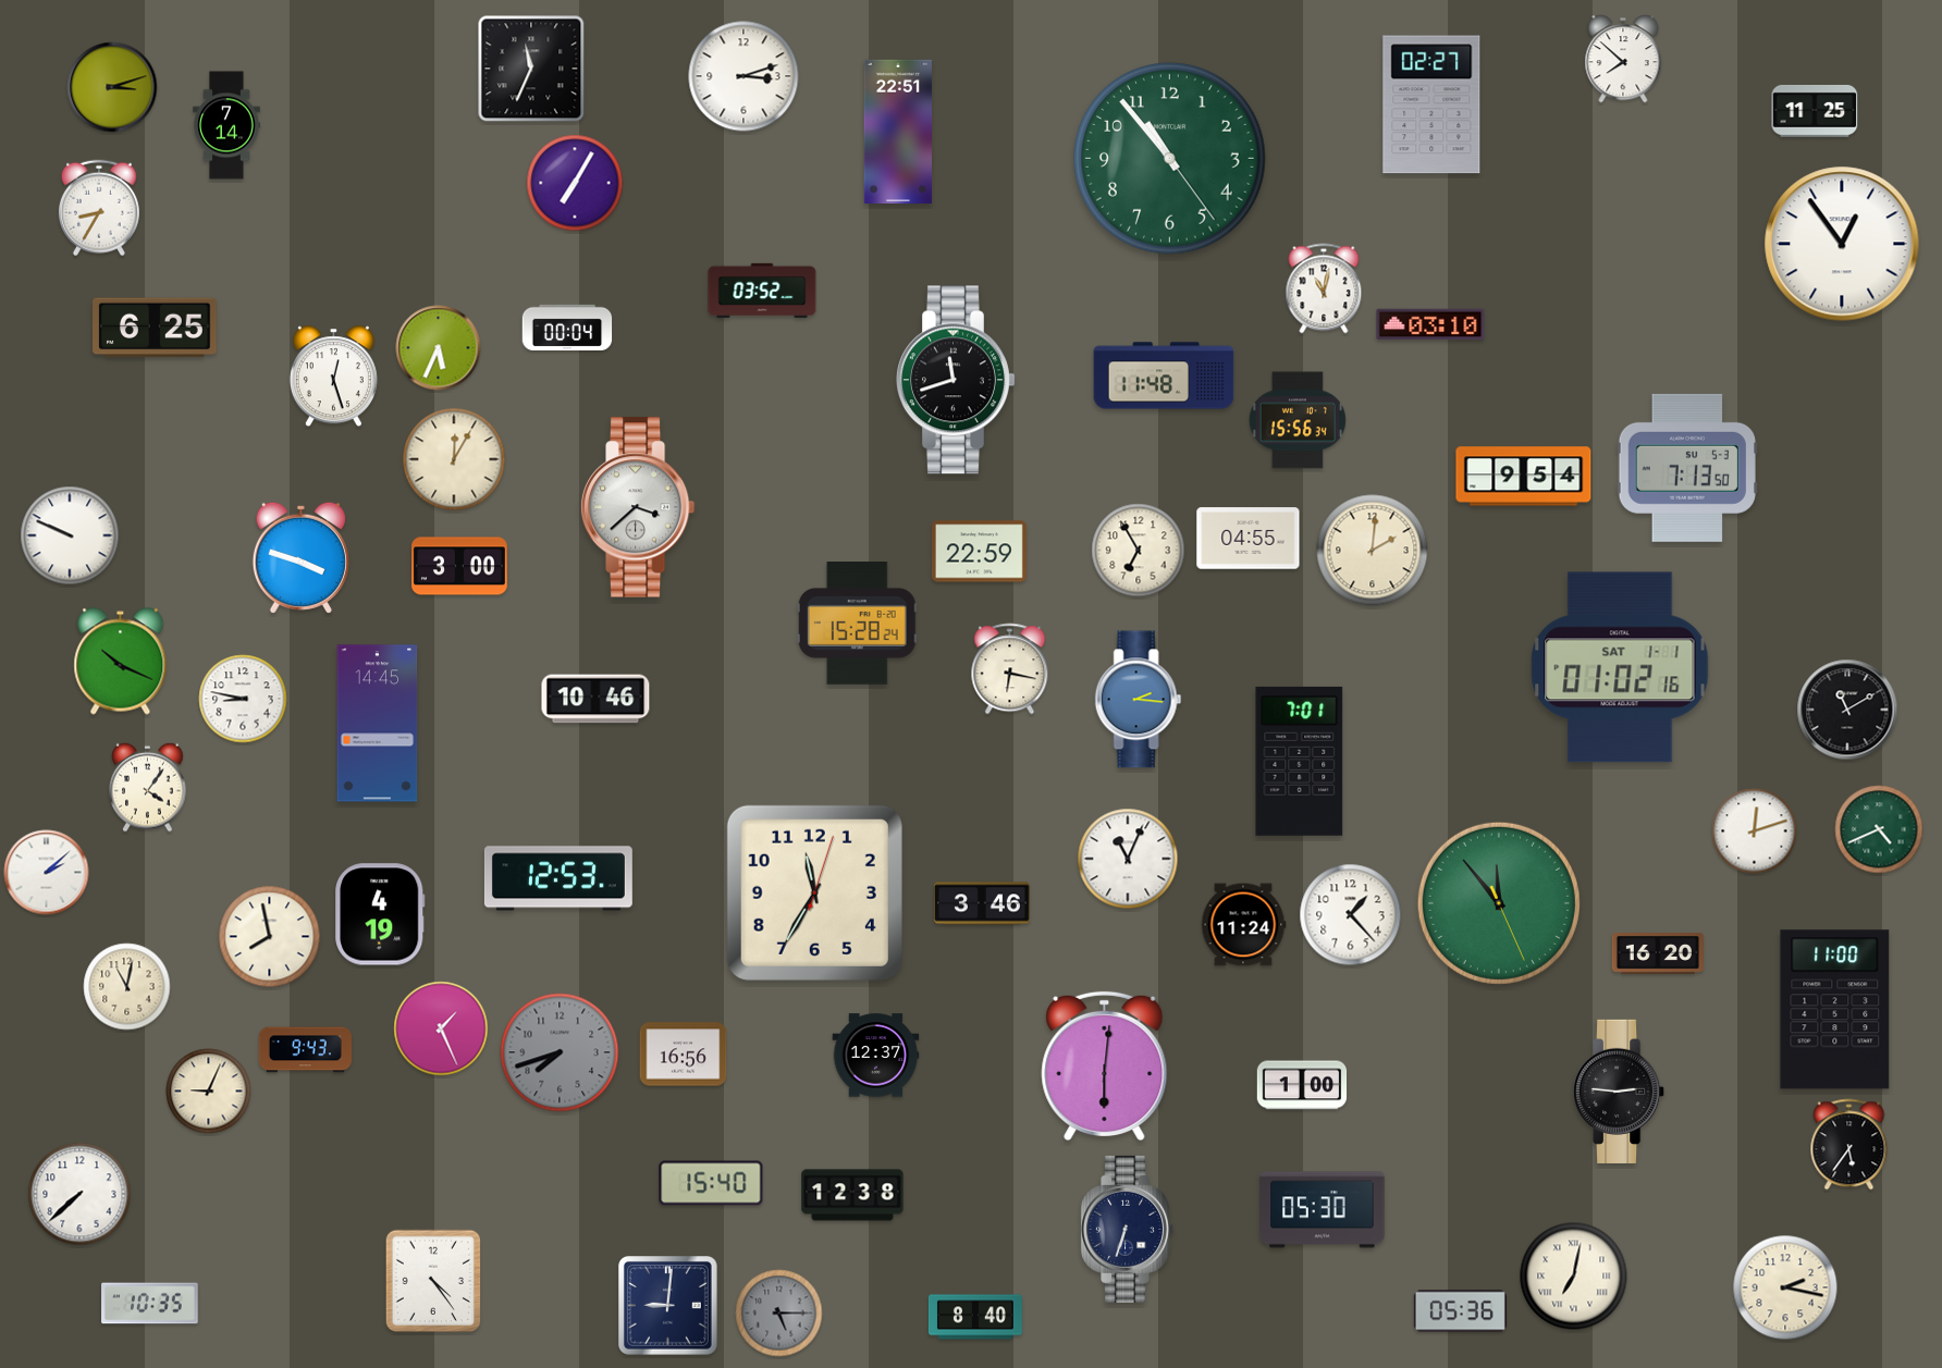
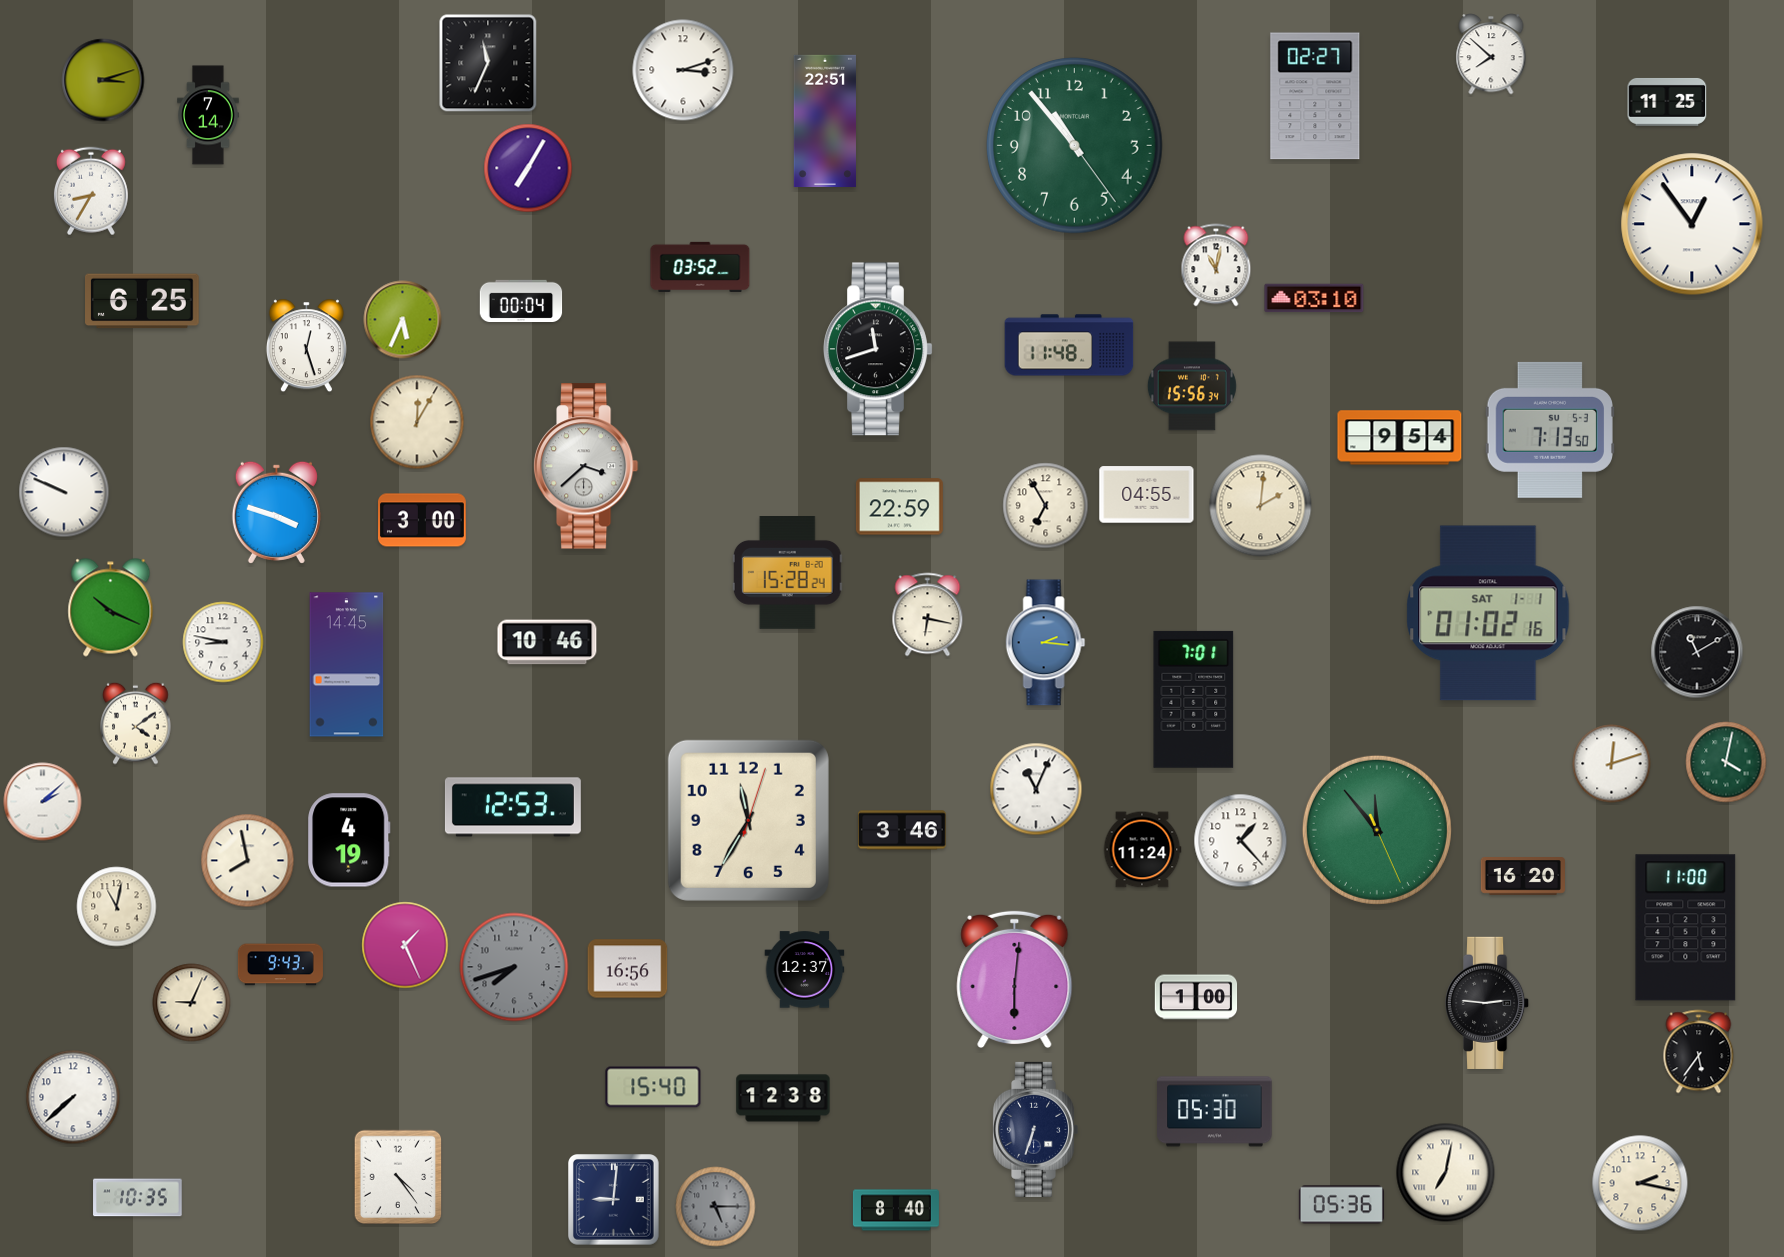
clock at (148, 787): 4:06 -> 4:09
clock at (1879, 829): 4:41 -> 4:02
